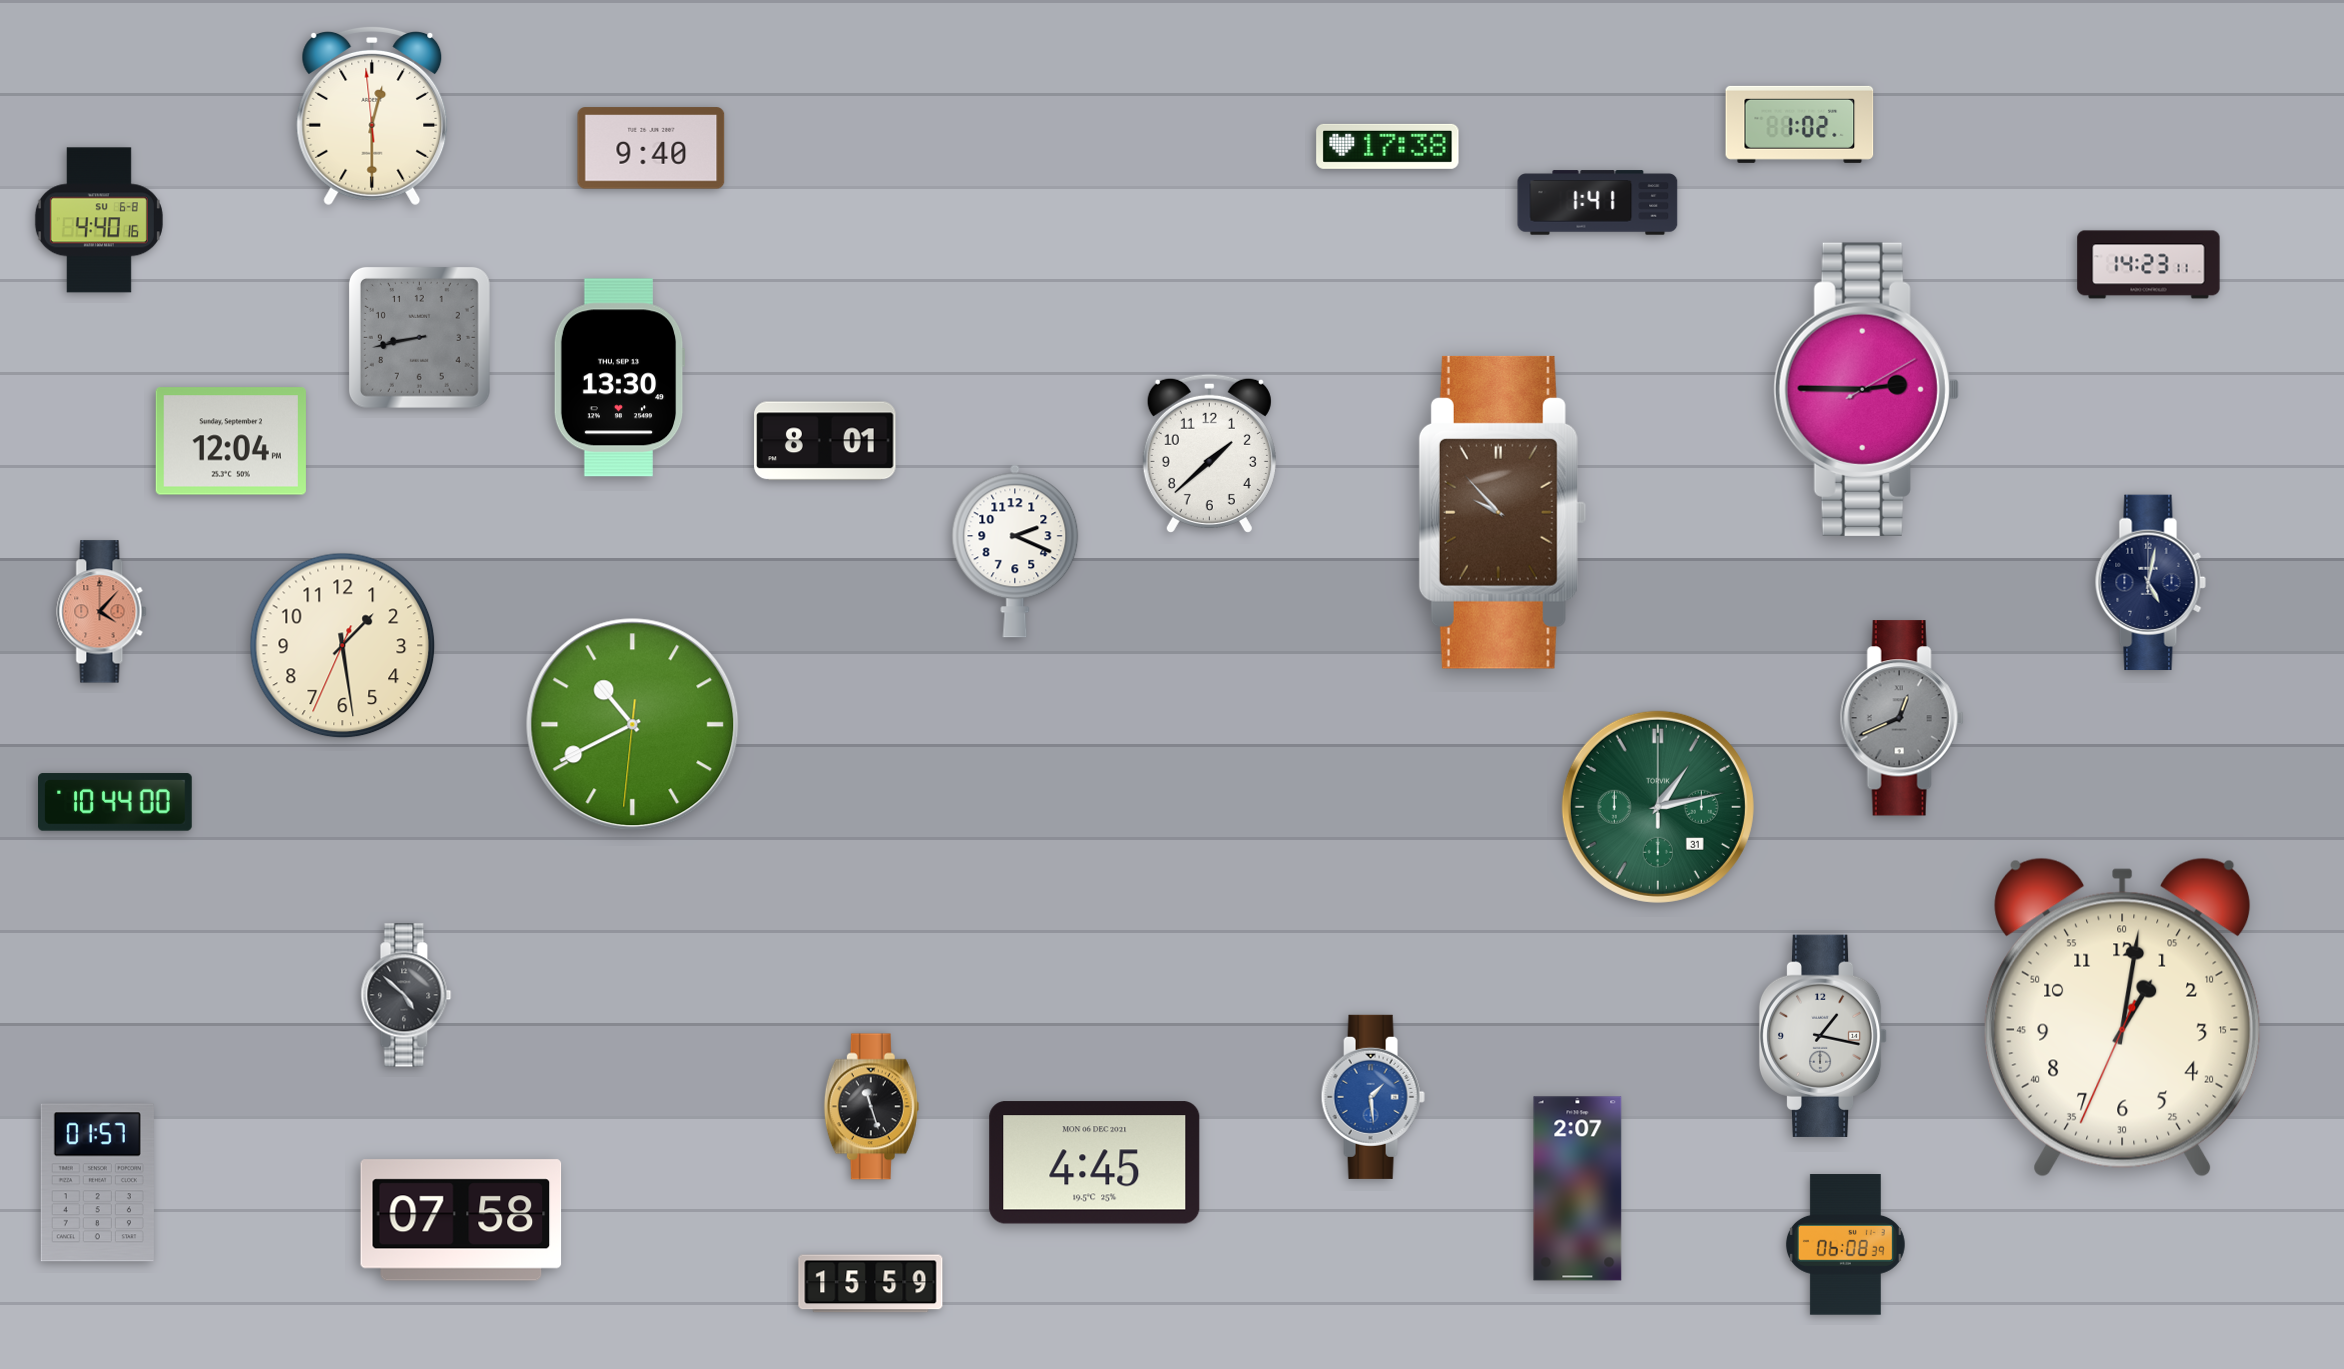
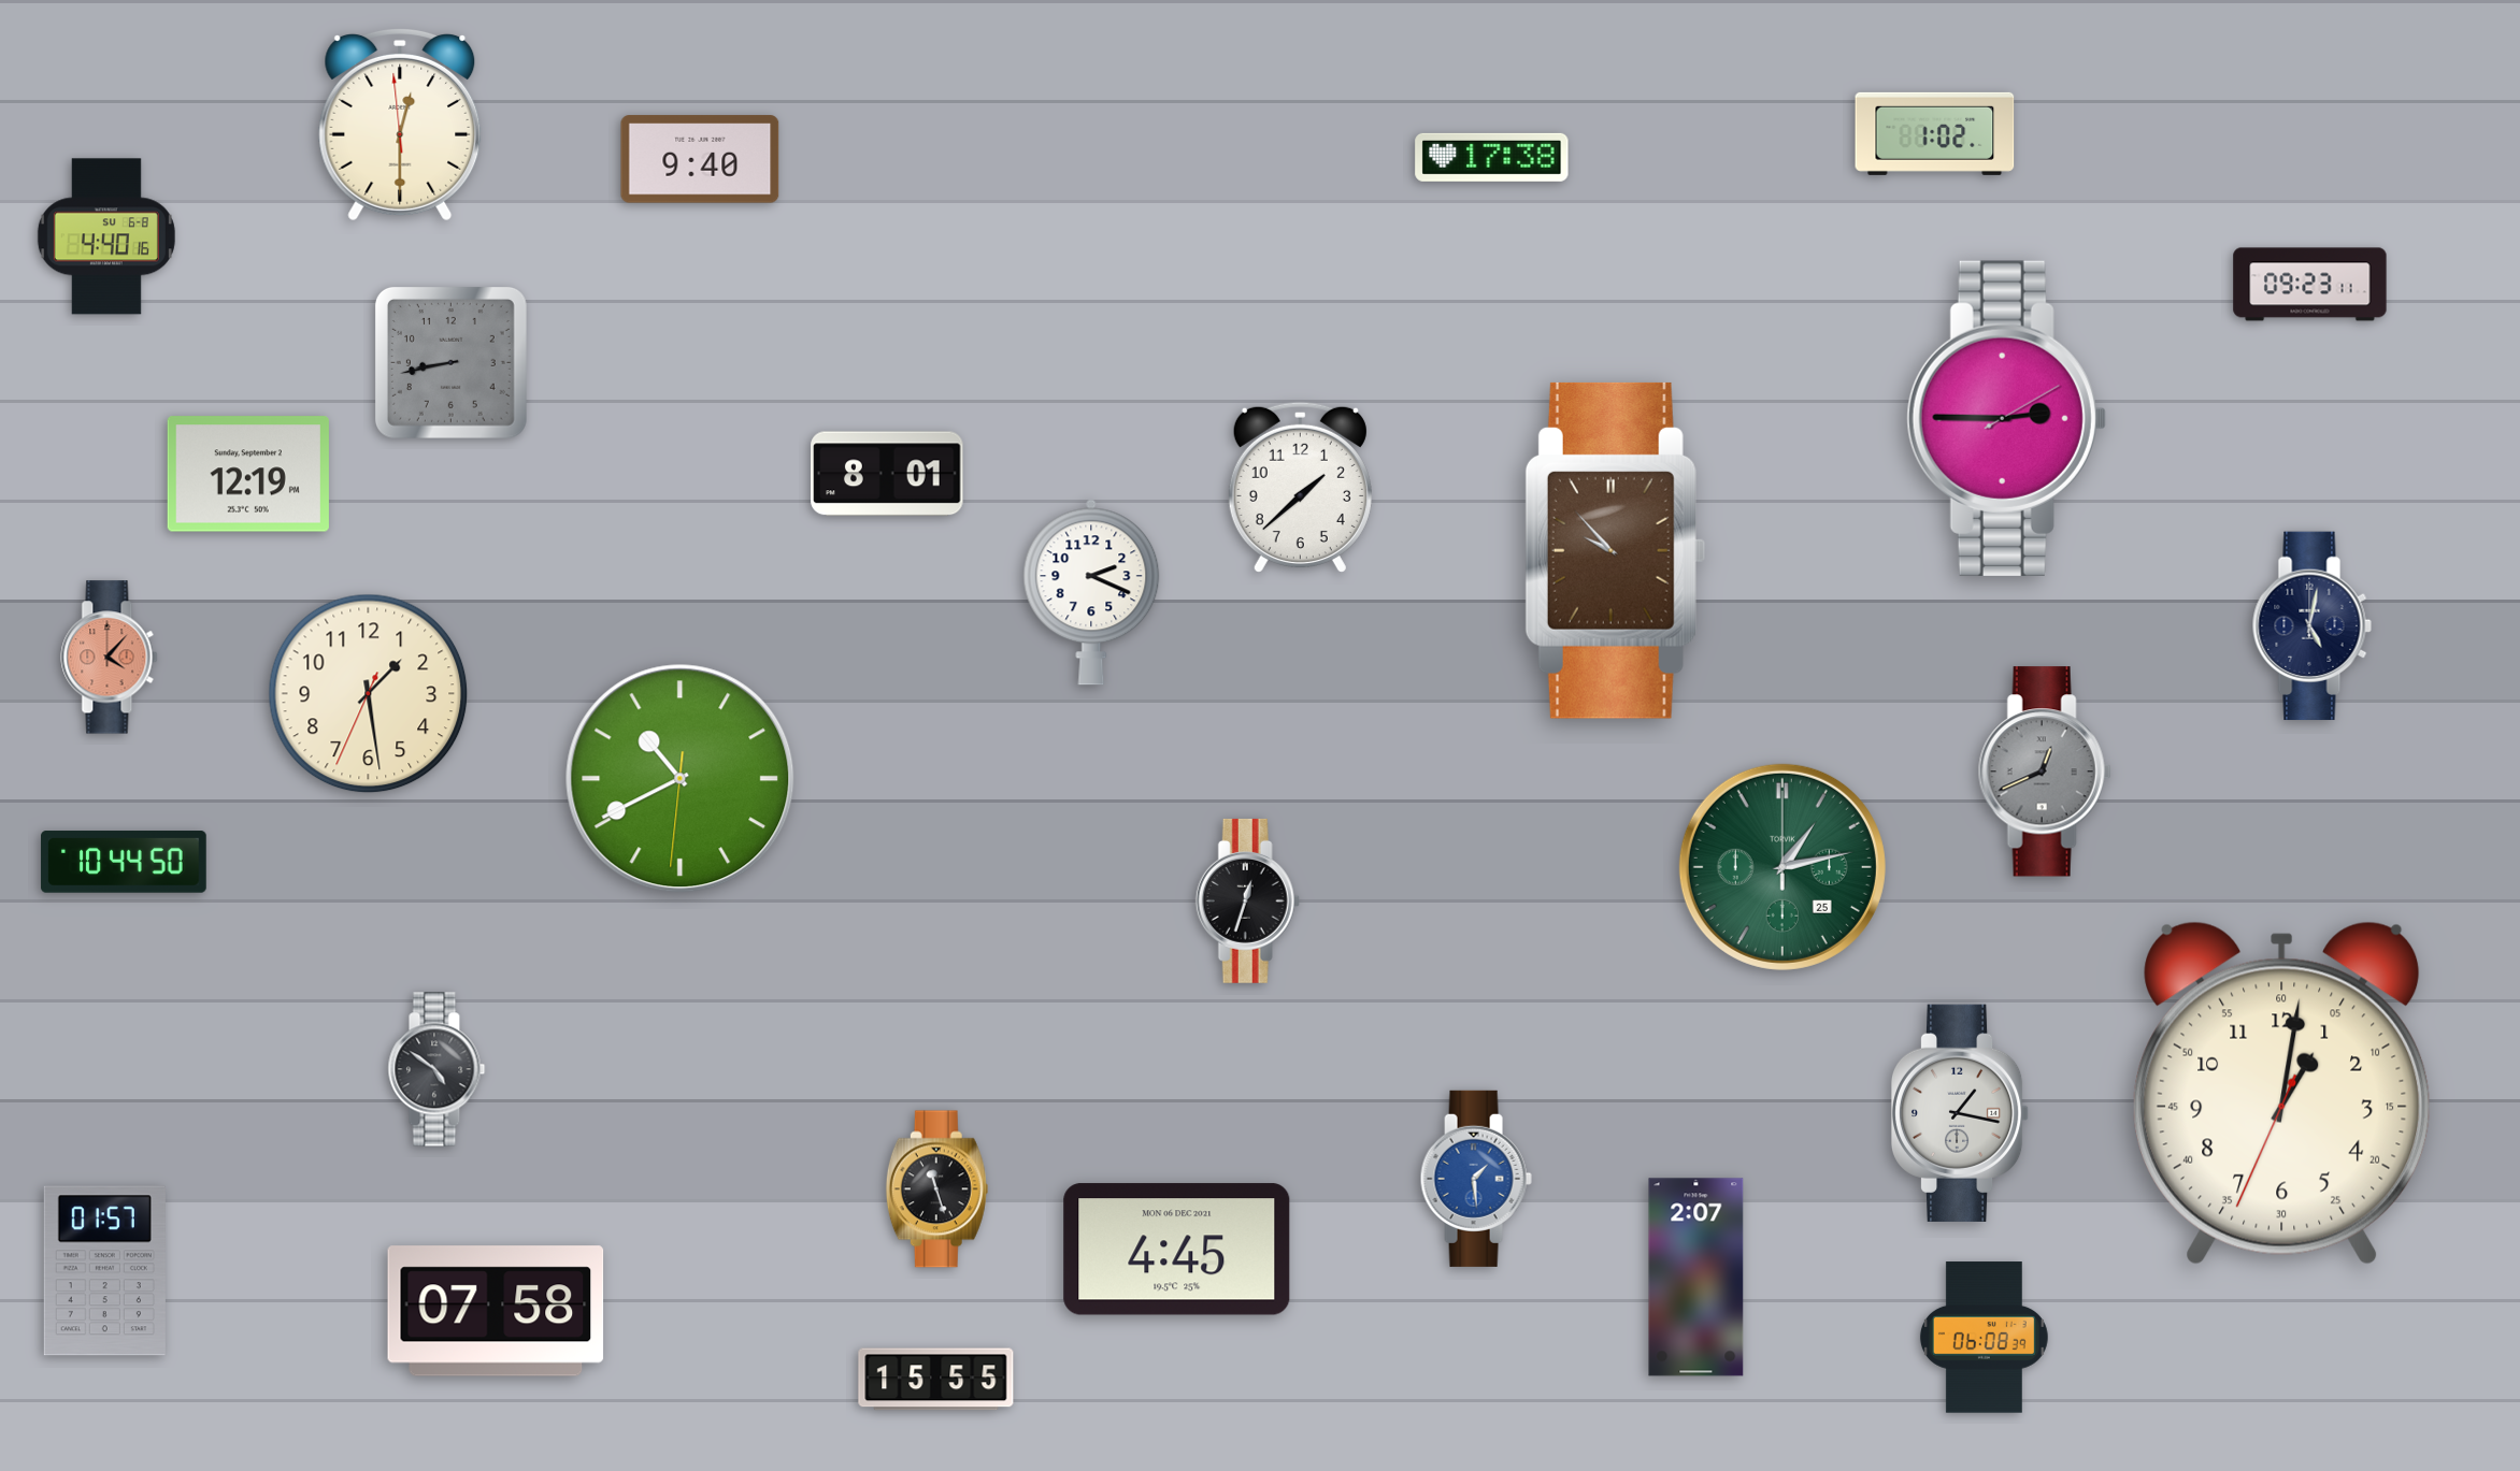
clock at (1598, 203): 1:41 -> none
clock at (2149, 265): 14:23 -> 09:23
clock at (619, 378): 13:30 -> none
clock at (231, 441): 12:04 -> 12:19
clock at (115, 802): 10:44:00 -> 10:44:50
clock at (1658, 807) date: 31 -> 25
clock at (1247, 900): none -> 12:33
clock at (406, 995): 4:52 -> 4:51
clock at (871, 1284): 15:59 -> 15:55
